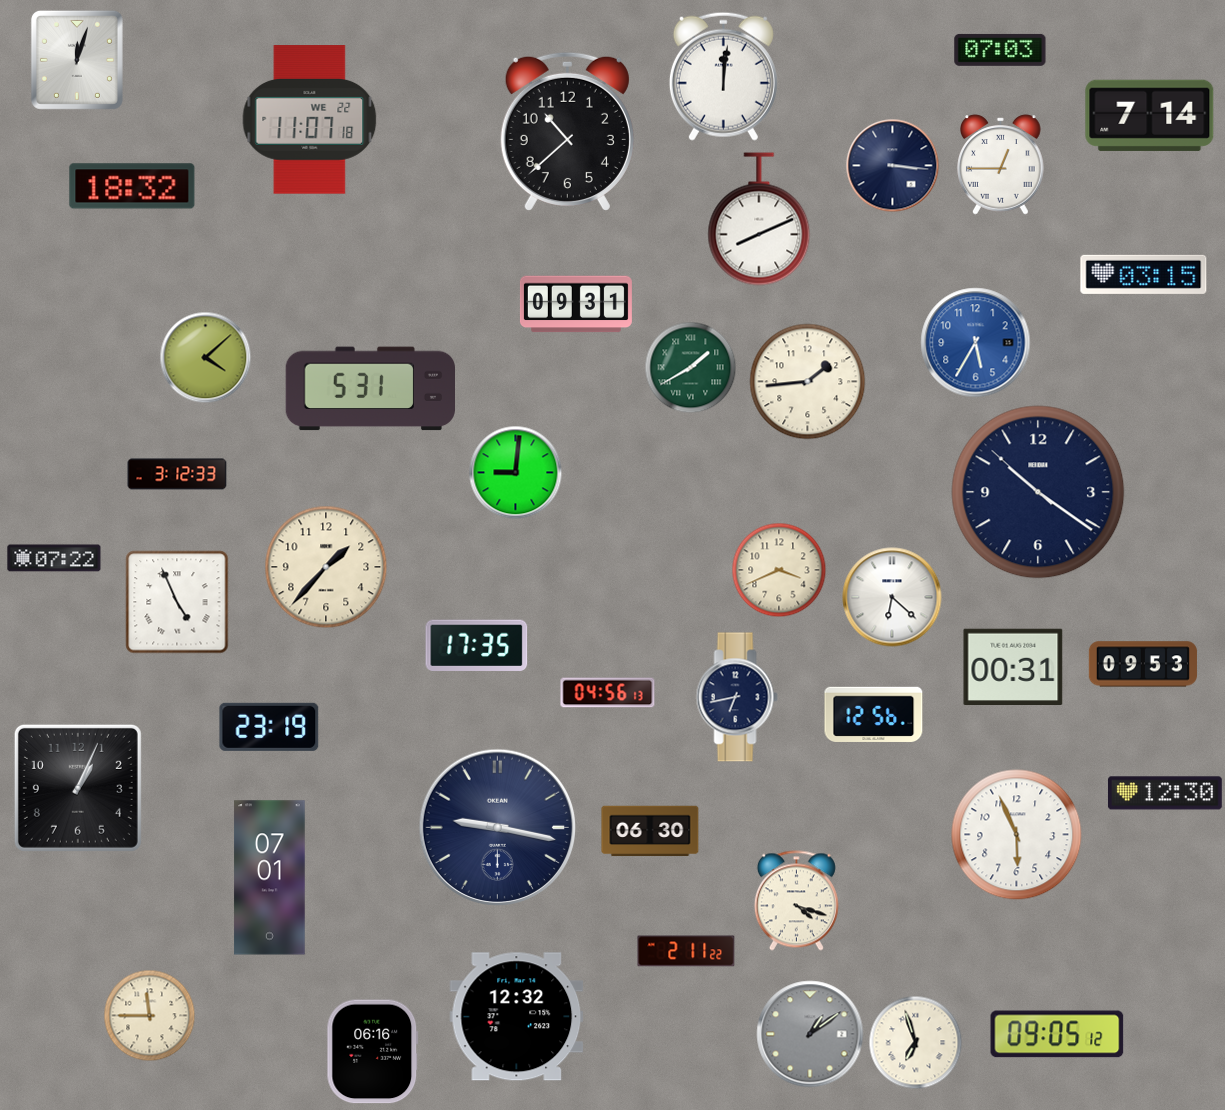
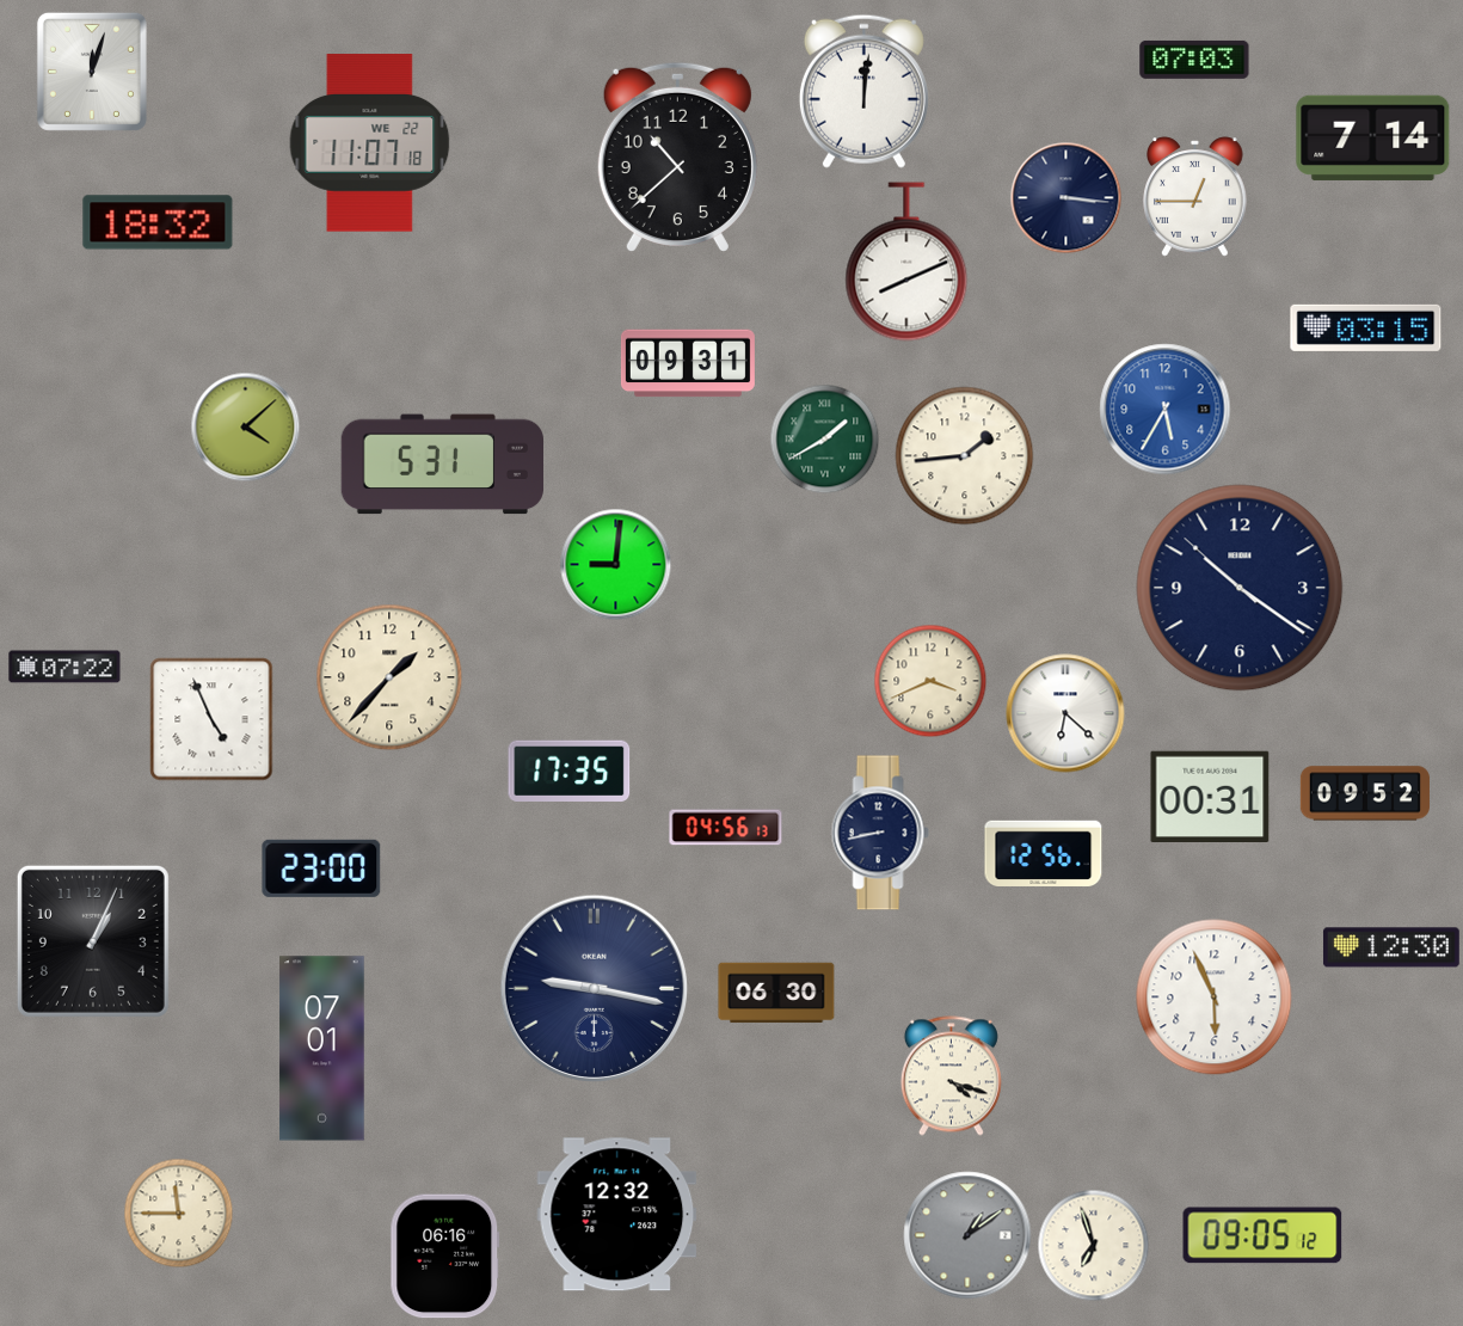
clock at (177, 474): 3:12 -> none
clock at (1143, 664): 09:53 -> 09:52
clock at (737, 697): 6:43 -> 8:43
clock at (269, 727): 23:19 -> 23:00
clock at (686, 951): 2:11 -> none
